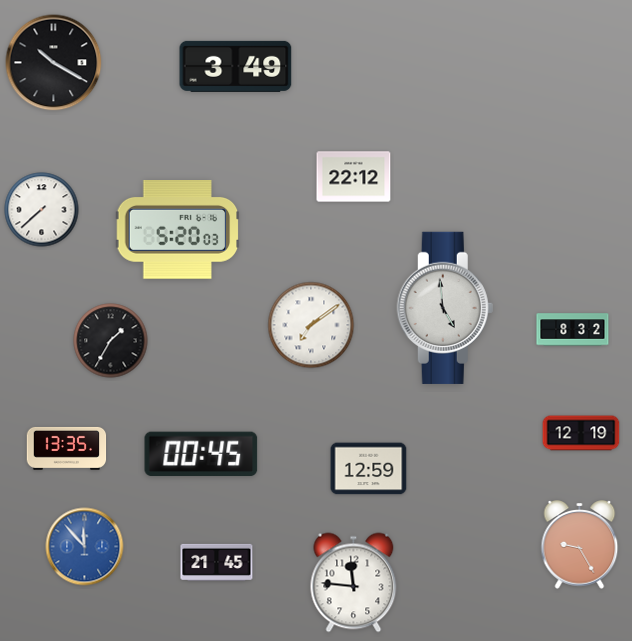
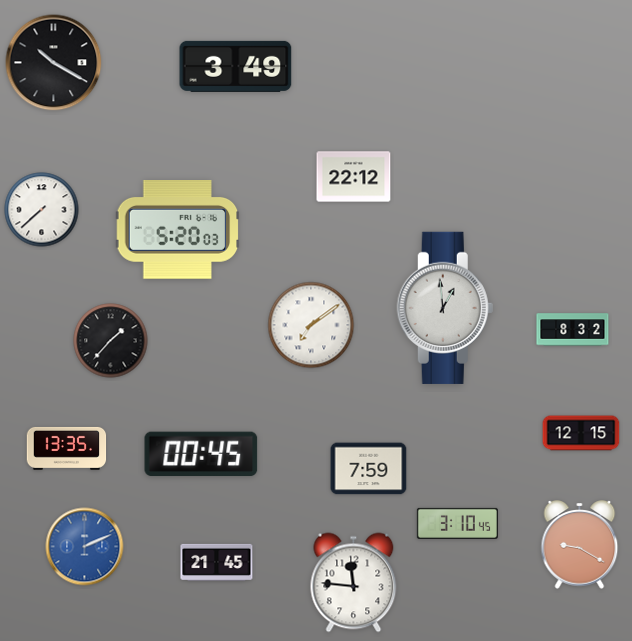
clock at (445, 308): 4:59 -> 12:59
clock at (111, 341): 1:35 -> 1:37
clock at (581, 433): 12:19 -> 12:15
clock at (369, 469): 12:59 -> 7:59
clock at (457, 523): none -> 3:10
clock at (580, 545): 9:25 -> 9:20
clock at (85, 547): 11:53 -> 2:11
